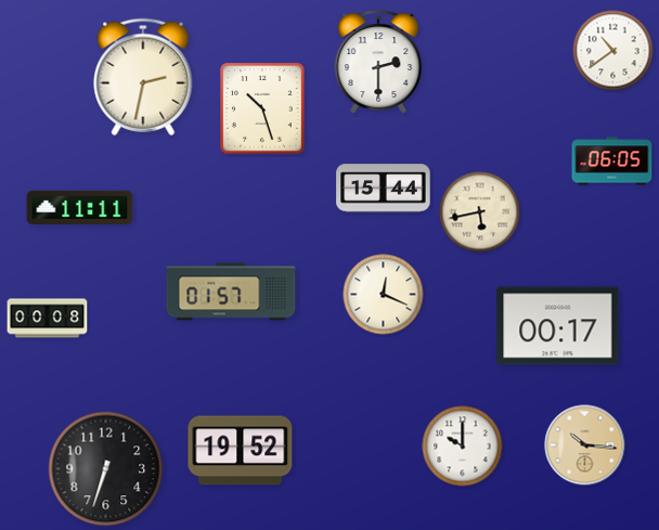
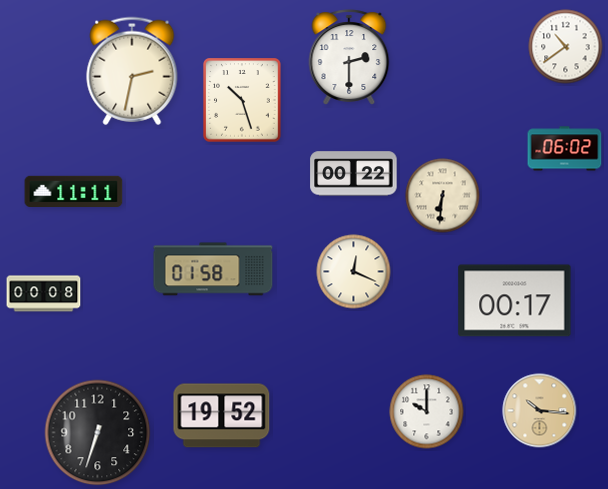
clock at (612, 161): 06:05 -> 06:02
clock at (384, 189): 15:44 -> 00:22
clock at (480, 212): 5:43 -> 6:31
clock at (231, 292): 01:57 -> 01:58
